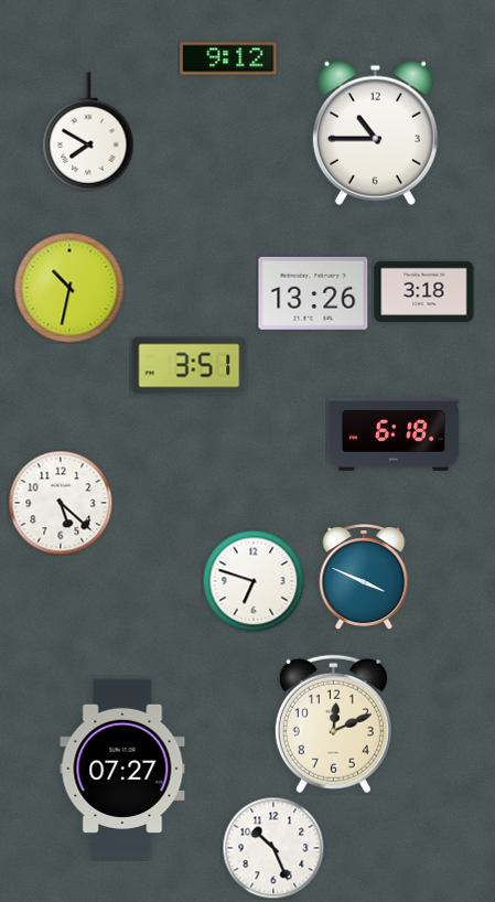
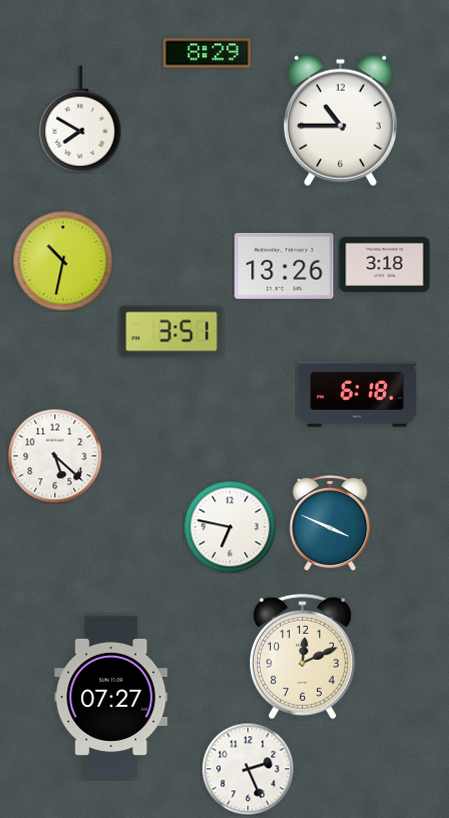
clock at (228, 58): 9:12 -> 8:29
clock at (254, 581): 6:48 -> 6:47
clock at (273, 848): 10:26 -> 2:26
